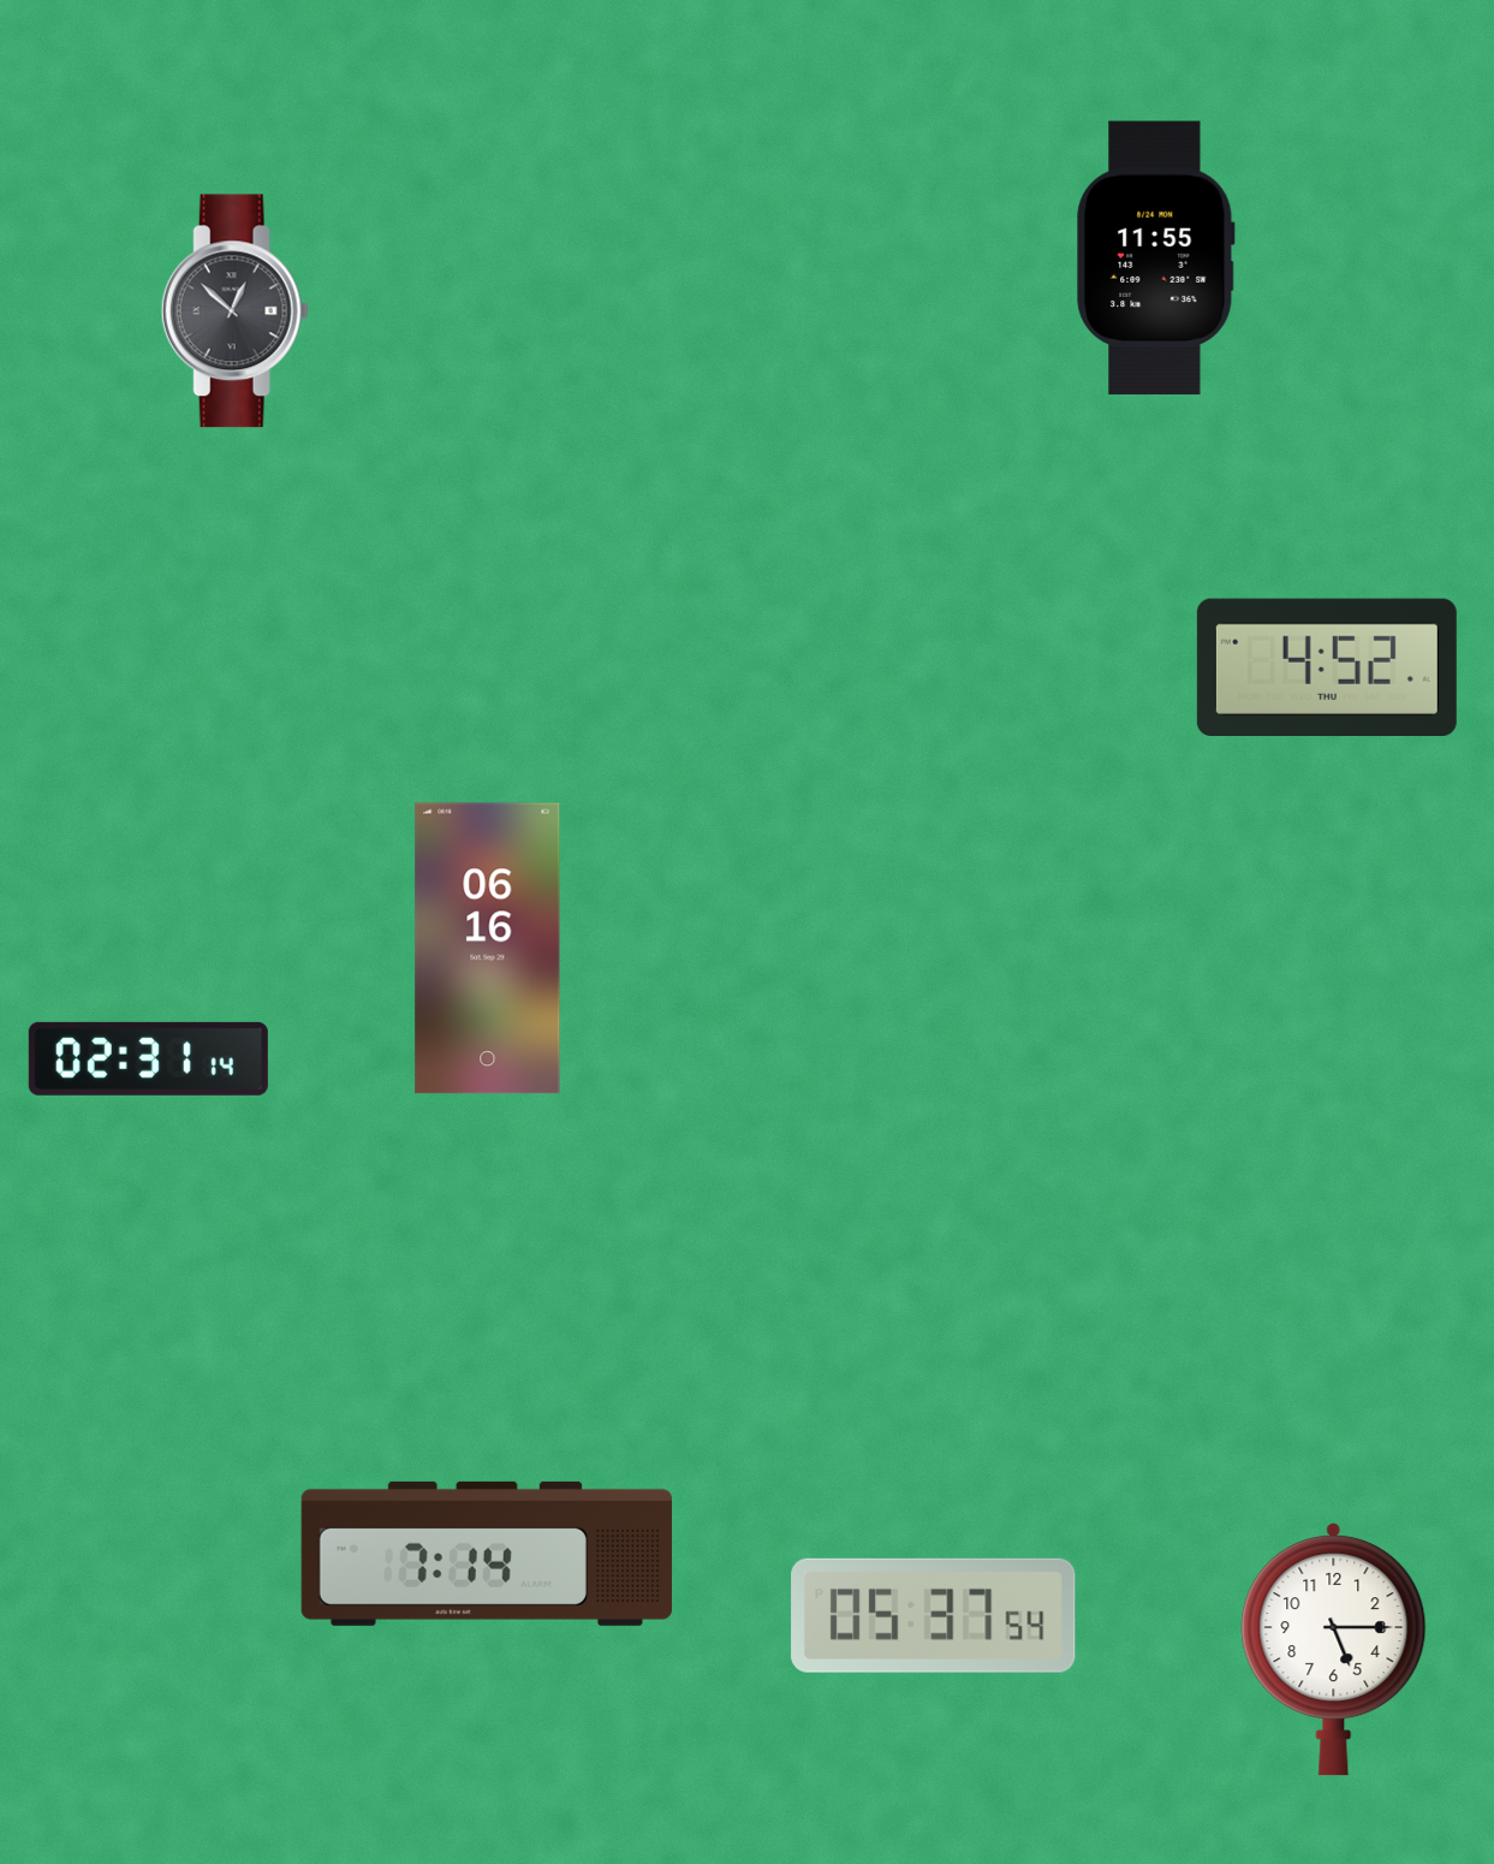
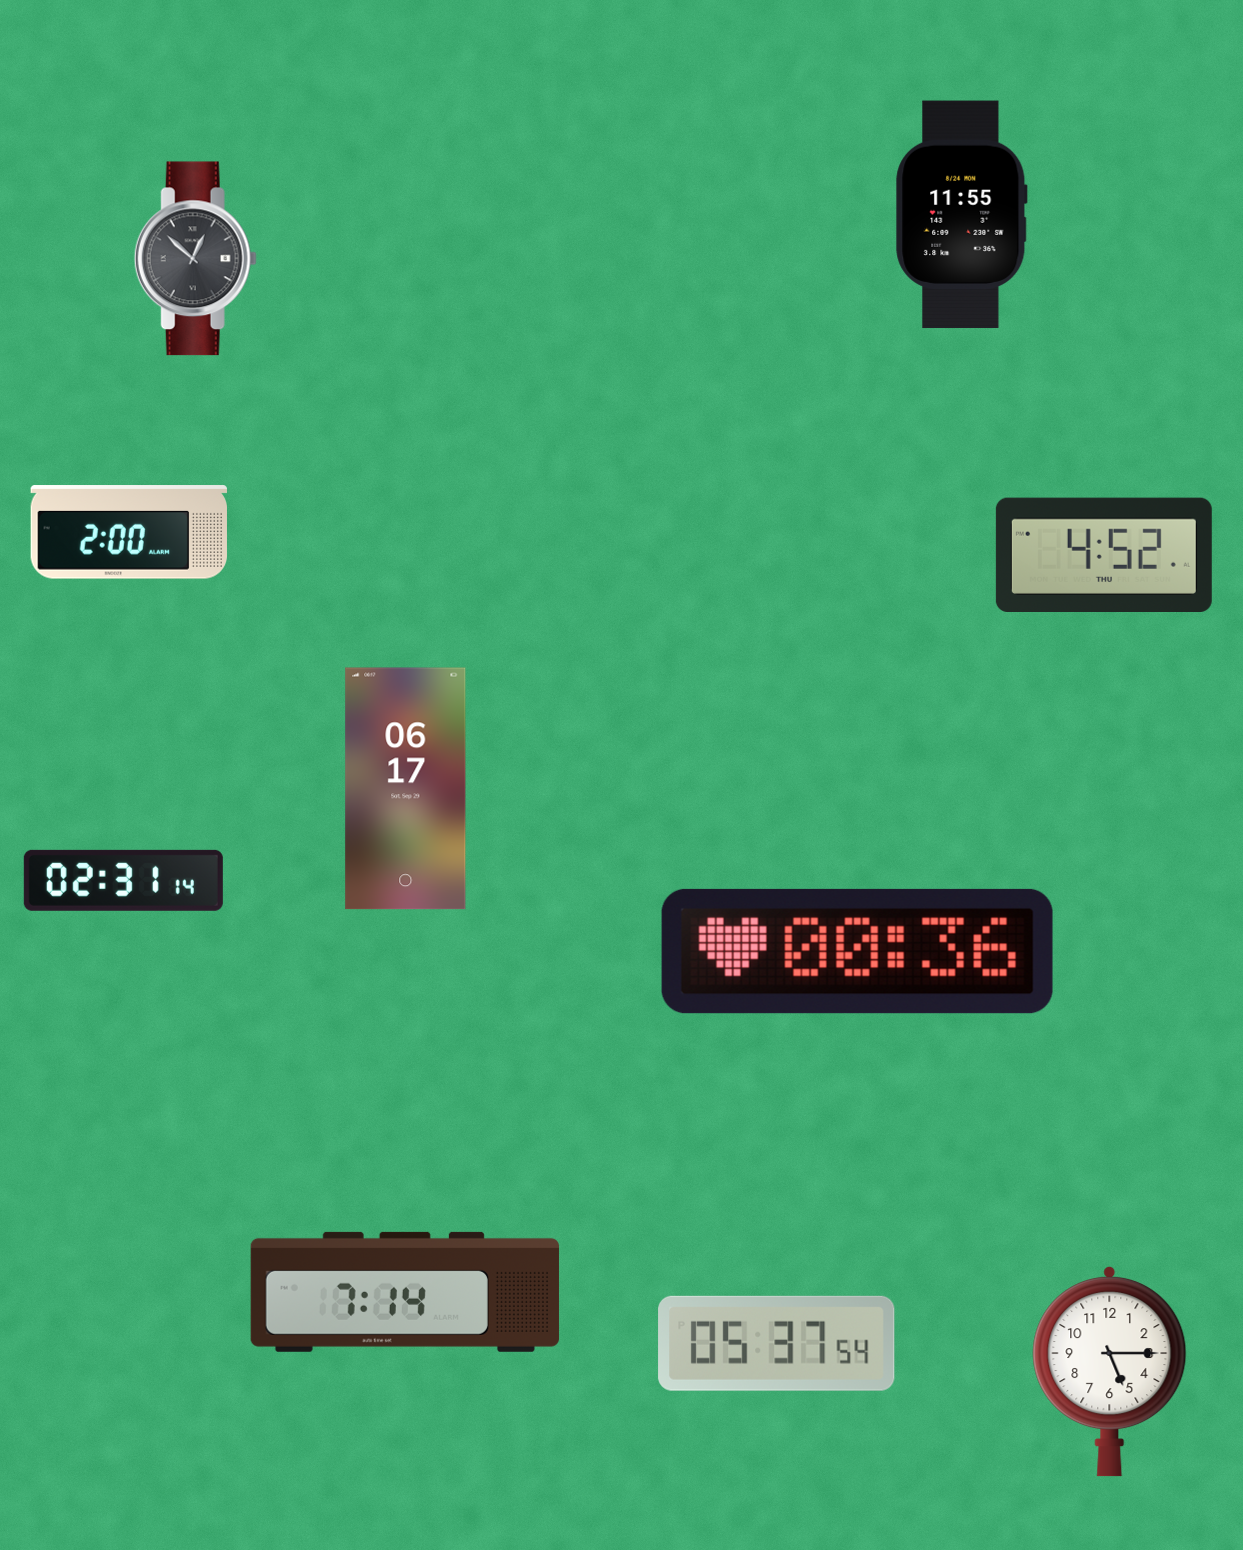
clock at (129, 532): none -> 2:00
clock at (488, 949): 06:16 -> 06:17
clock at (857, 951): none -> 00:36
